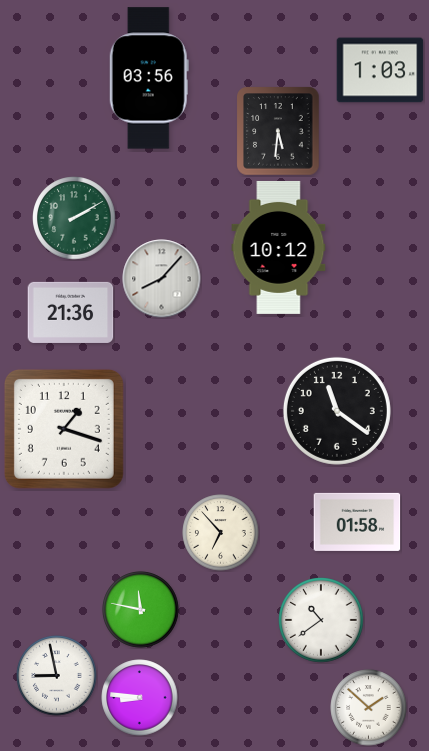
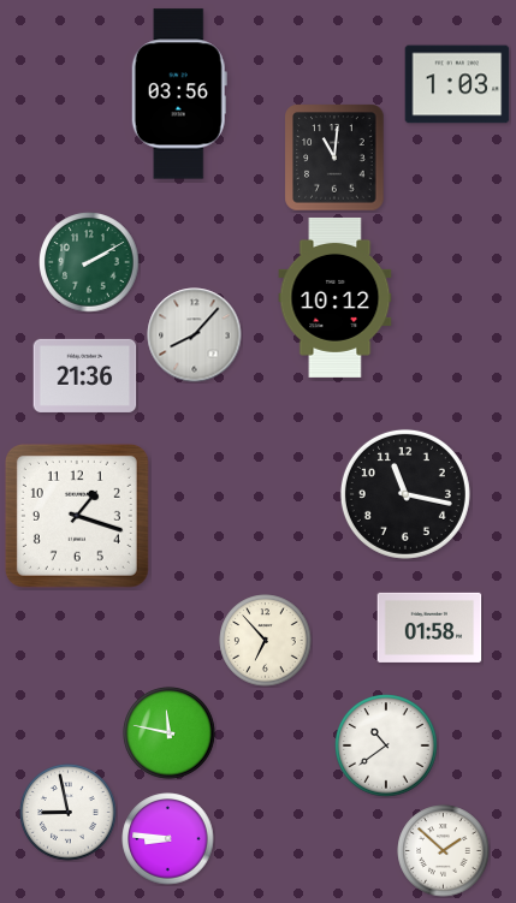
clock at (278, 131): 5:31 -> 11:01
clock at (337, 411): 11:21 -> 11:17
